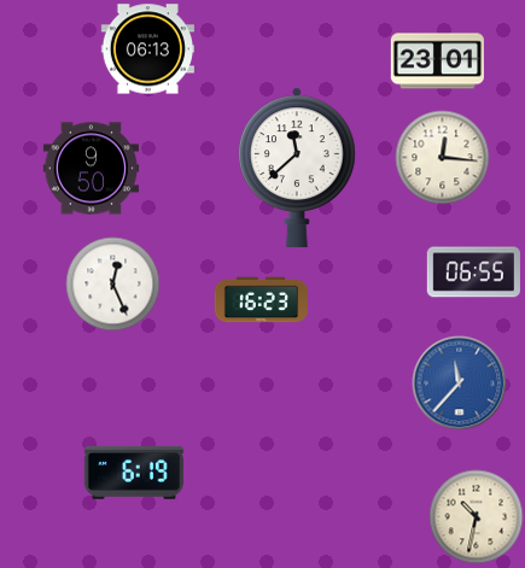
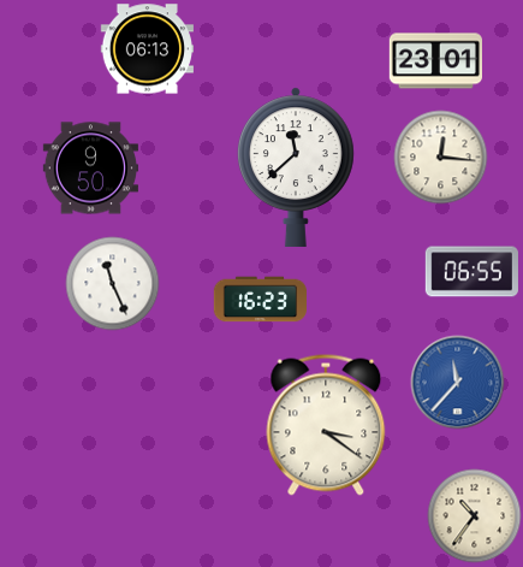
clock at (112, 283): 12:26 -> 11:26
clock at (326, 425): none -> 3:21
clock at (134, 473): 6:19 -> none
clock at (476, 516): 10:32 -> 10:36
